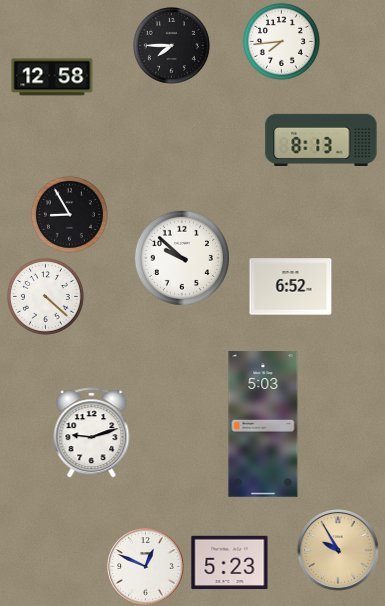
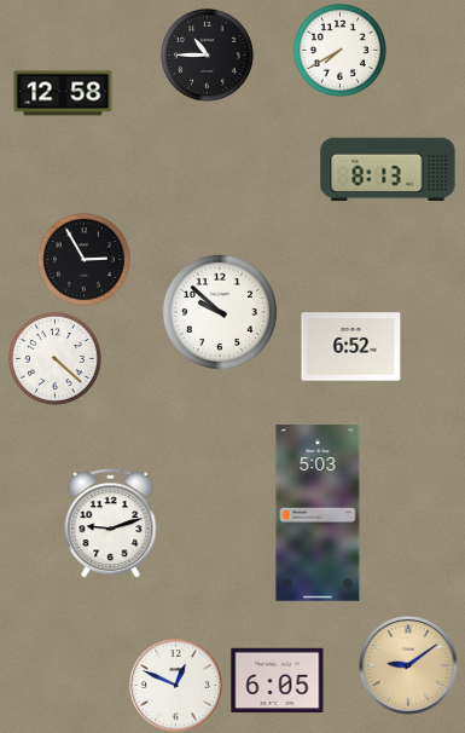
clock at (281, 41): 7:44 -> 7:40
clock at (171, 45): 7:45 -> 10:45
clock at (69, 214): 8:55 -> 2:55
clock at (339, 551): 9:55 -> 9:09
clock at (230, 563): 5:23 -> 6:05
